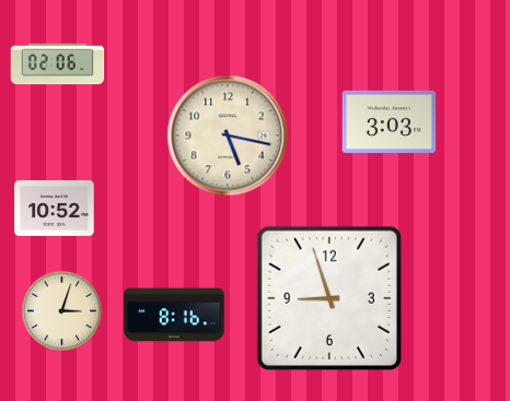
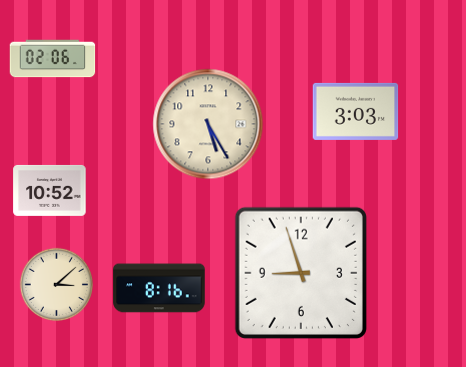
clock at (228, 135): 5:17 -> 5:25
clock at (61, 310): 3:03 -> 3:08
